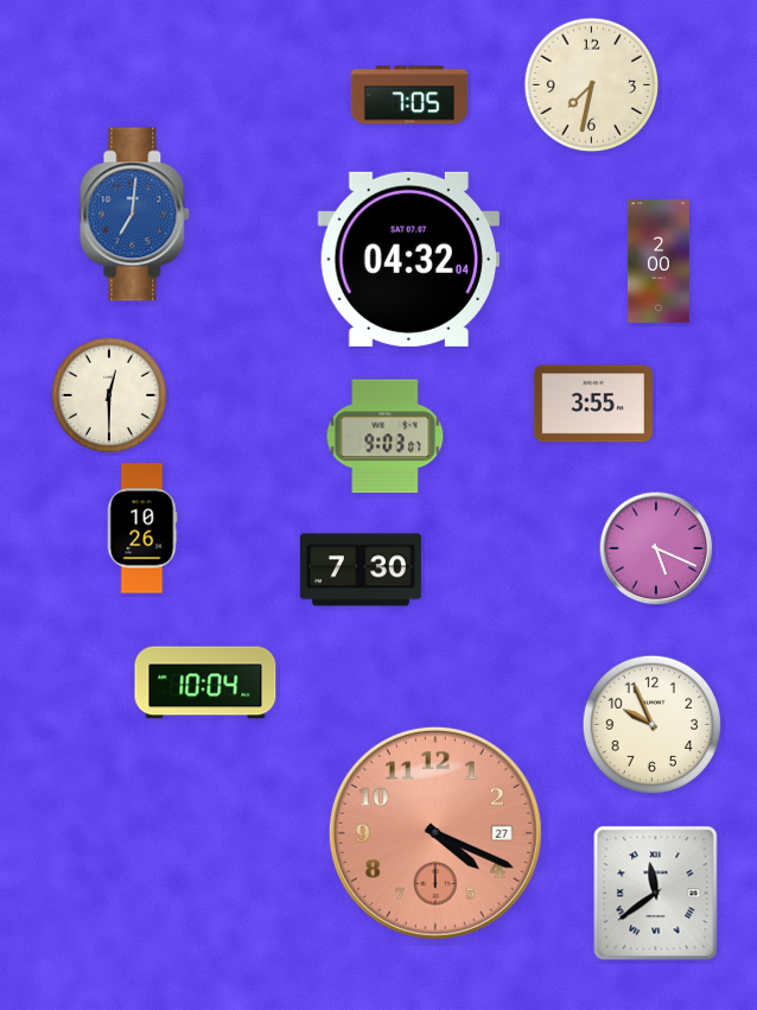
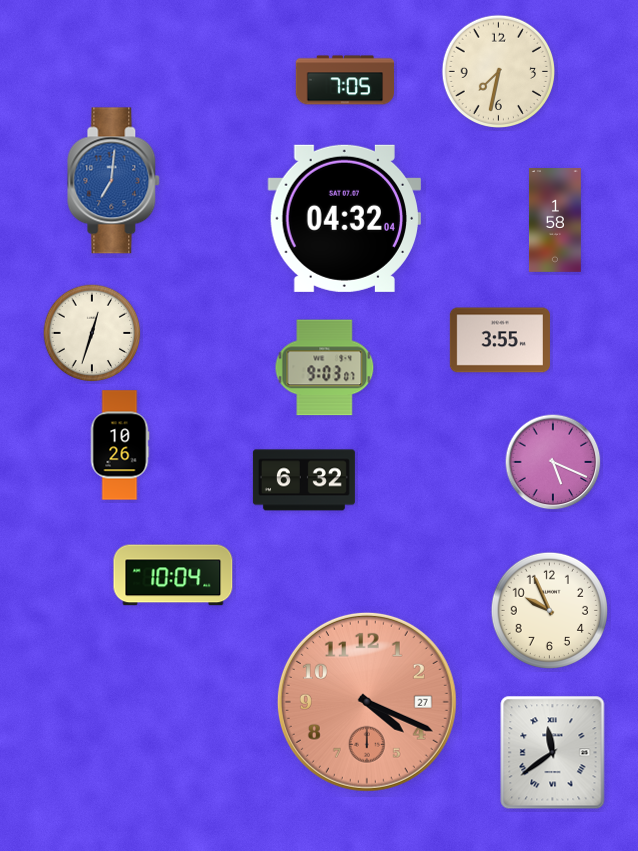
clock at (659, 262): 2:00 -> 1:58
clock at (109, 395): 12:30 -> 12:33
clock at (361, 570): 7:30 -> 6:32
